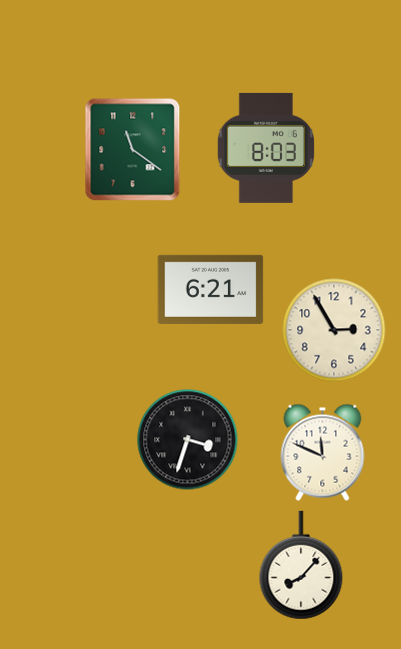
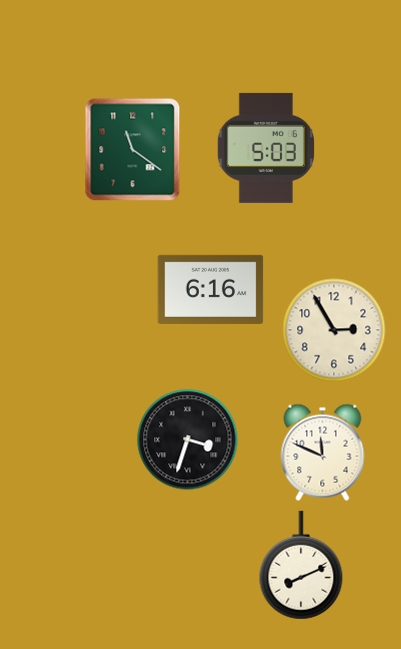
clock at (265, 148): 8:03 -> 5:03
clock at (211, 289): 6:21 -> 6:16
clock at (301, 565): 8:07 -> 8:11
